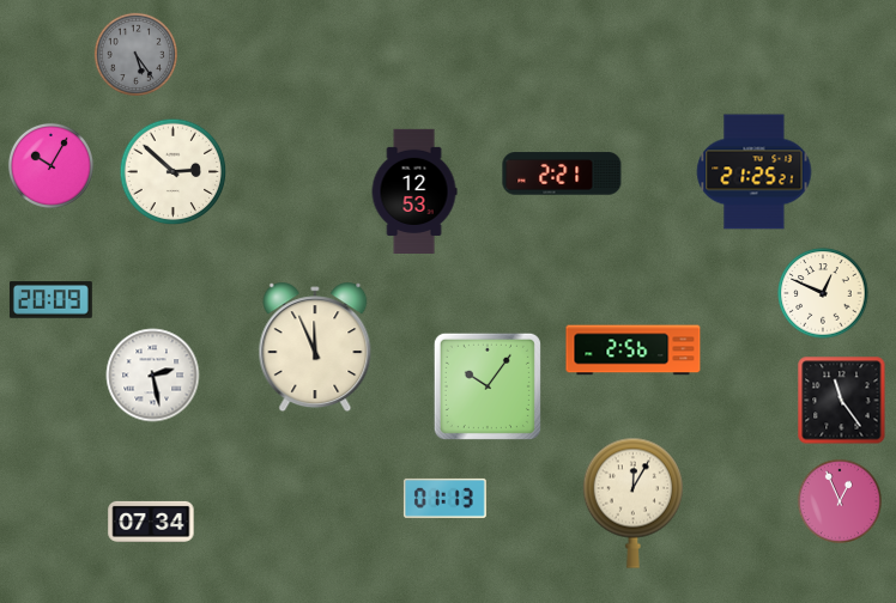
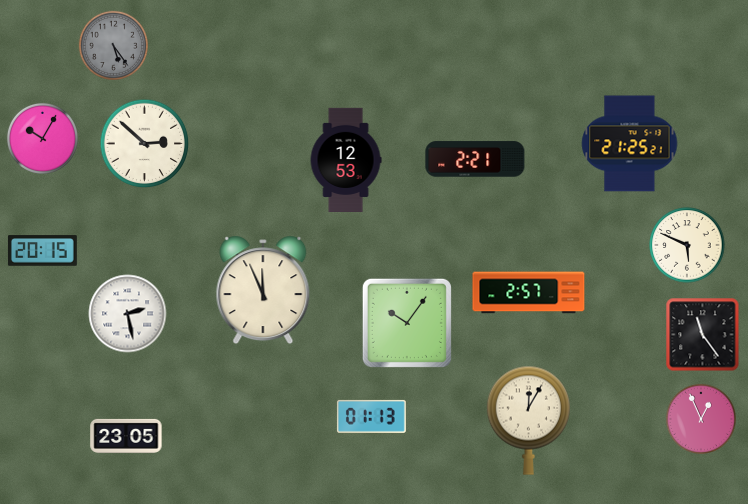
clock at (562, 173) position: (562, 173) -> (475, 159)
clock at (823, 293): 12:49 -> 5:49
clock at (50, 300): 20:09 -> 20:15
clock at (634, 351): 2:56 -> 2:57
clock at (151, 522): 07:34 -> 23:05
